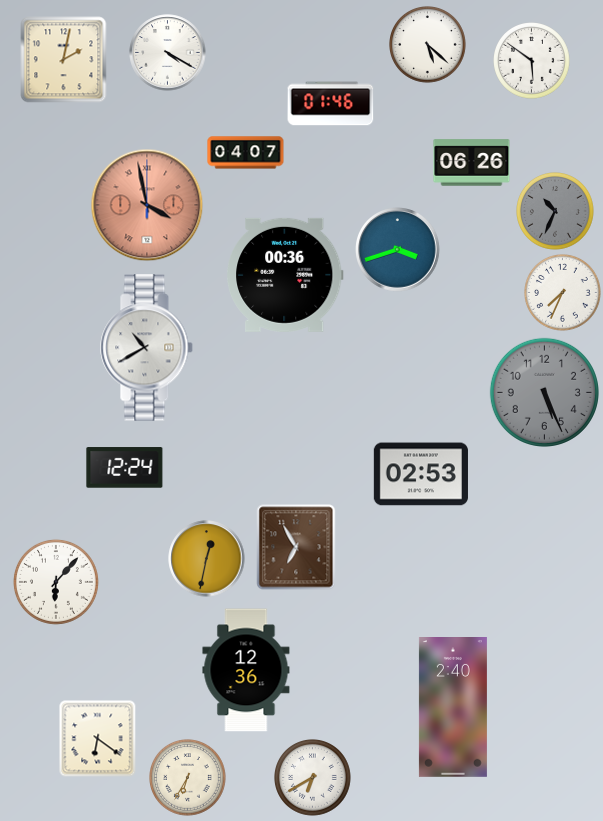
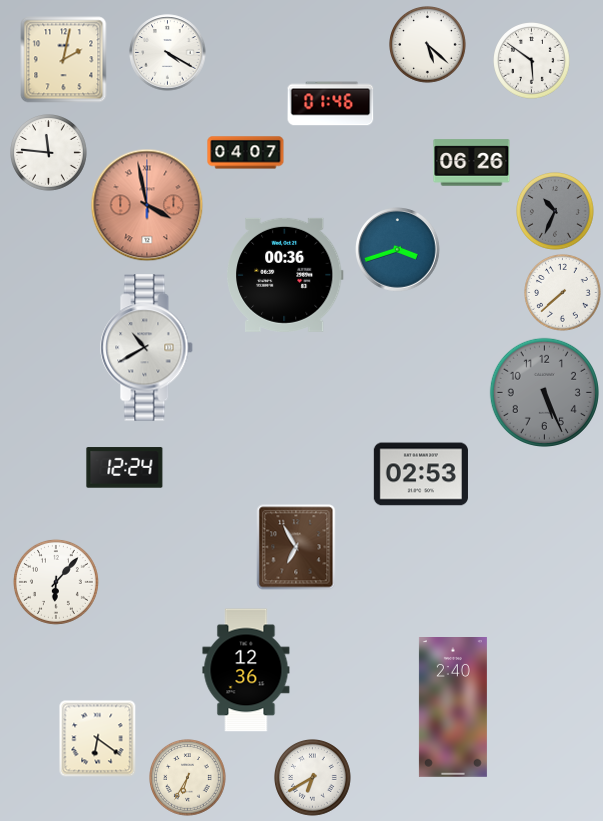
clock at (49, 153): none -> 11:46
clock at (563, 293): 7:34 -> 7:38
clock at (207, 559): 12:32 -> none
